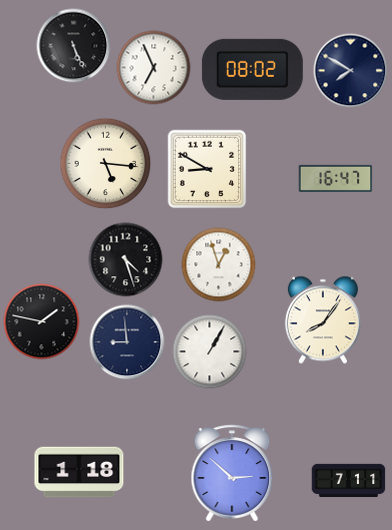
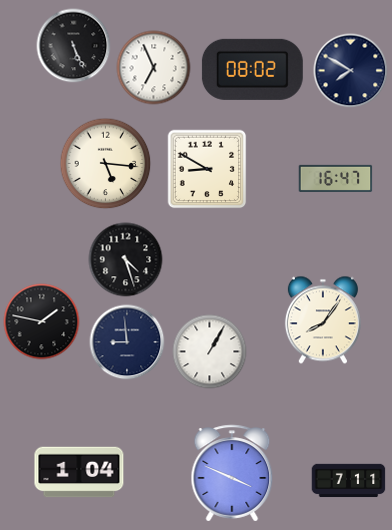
clock at (219, 265): 12:57 -> none
clock at (79, 472): 1:18 -> 1:04
clock at (232, 473): 2:52 -> 3:49
